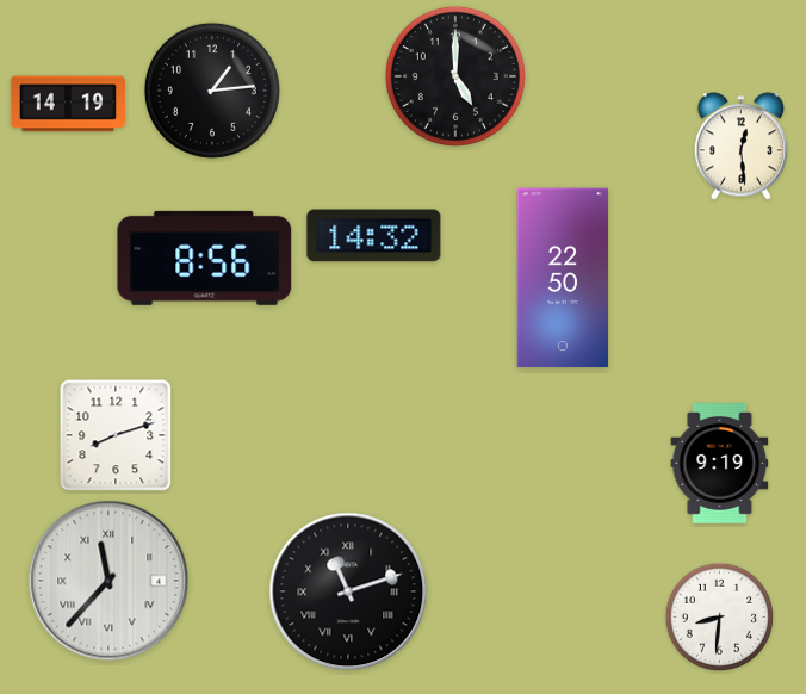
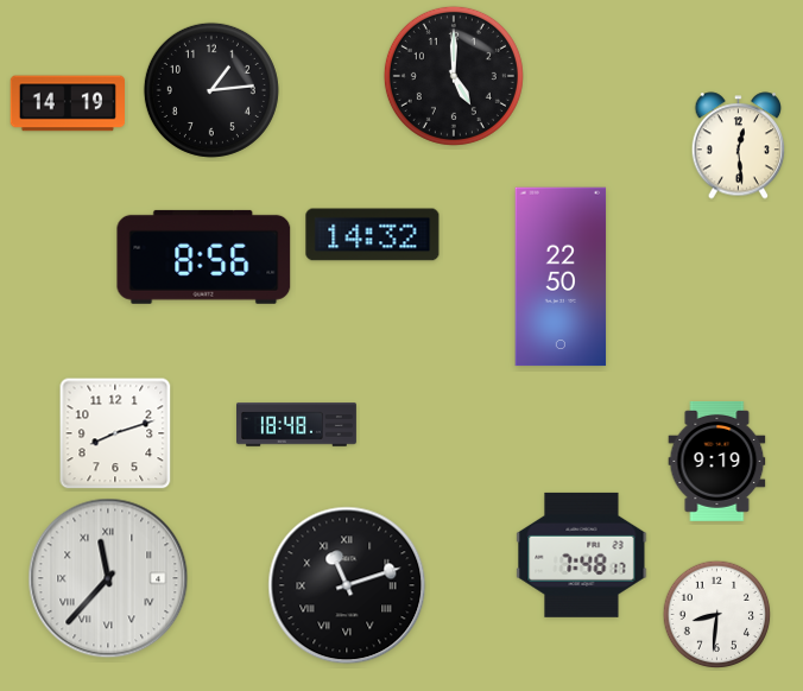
clock at (297, 425): none -> 18:48
clock at (582, 554): none -> 7:48
clock at (348, 591) position: (348, 591) -> (347, 585)
